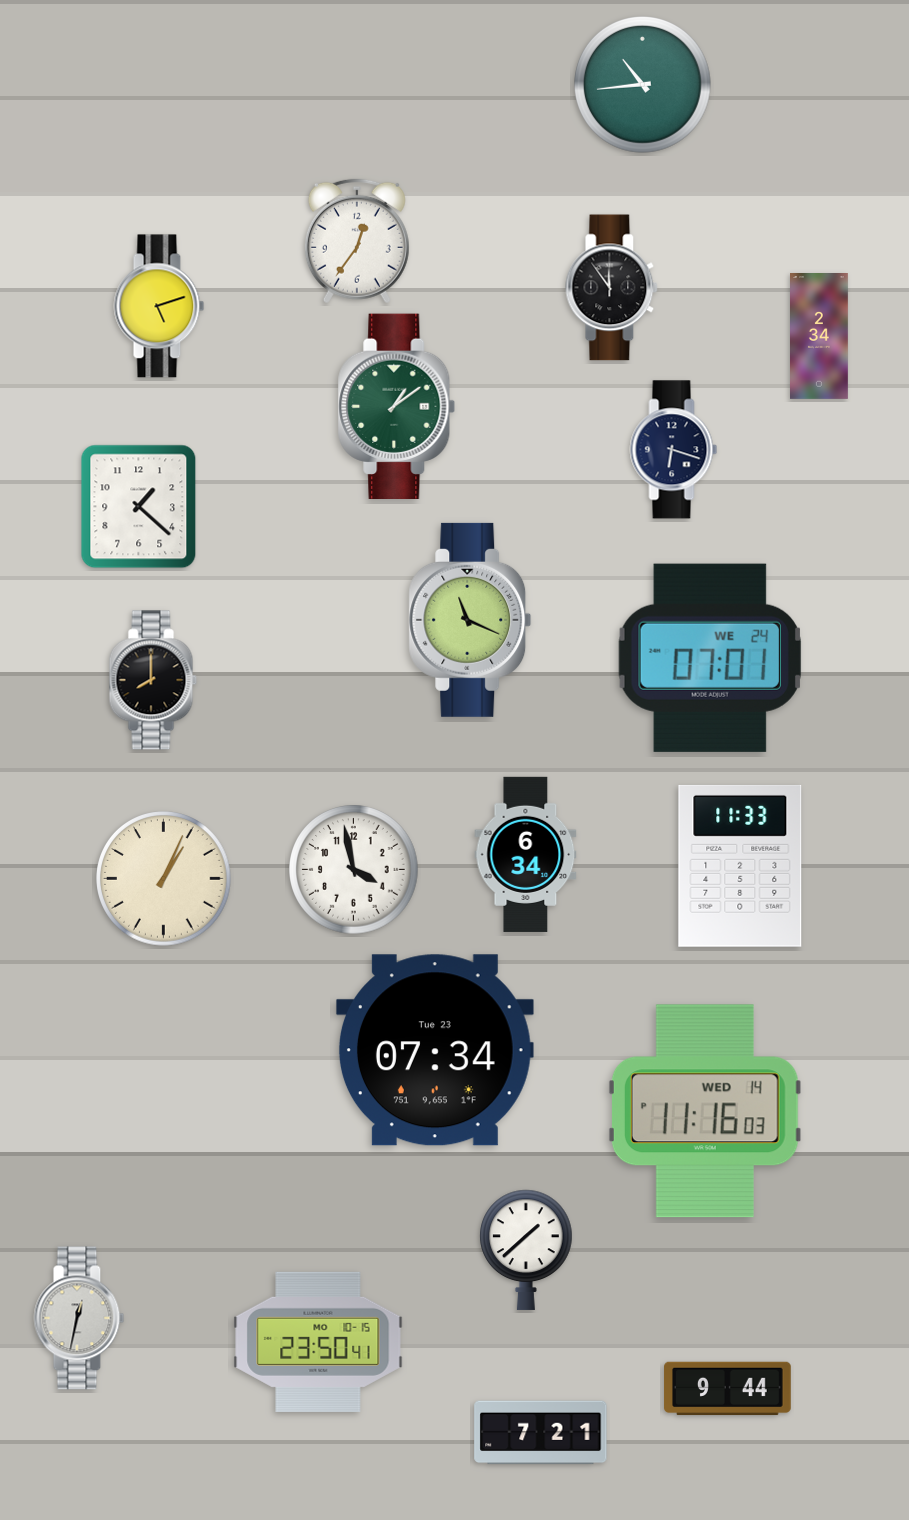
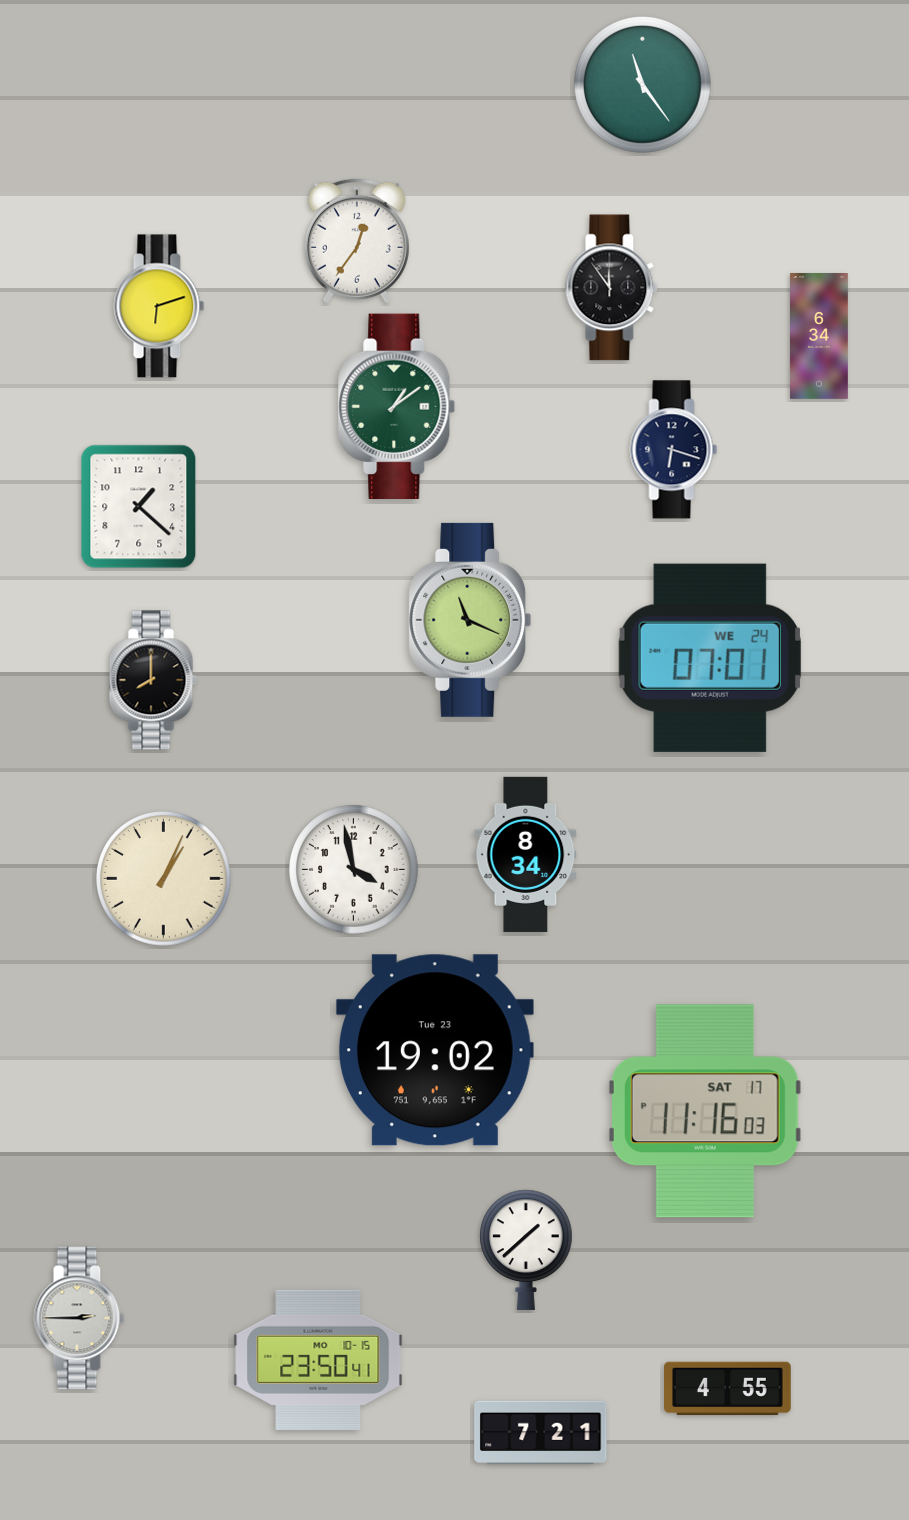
clock at (643, 85): 10:44 -> 11:24
clock at (159, 306): 5:12 -> 6:12
clock at (820, 337): 2:34 -> 6:34
clock at (526, 854): 6:34 -> 8:34
clock at (740, 866): 11:33 -> none
clock at (435, 1050): 07:34 -> 19:02
clock at (705, 1111) date: WED 14 -> SAT 17
clock at (79, 1318): 12:32 -> 2:45
clock at (318, 1342) position: (318, 1342) -> (318, 1360)
clock at (728, 1389): 9:44 -> 4:55
